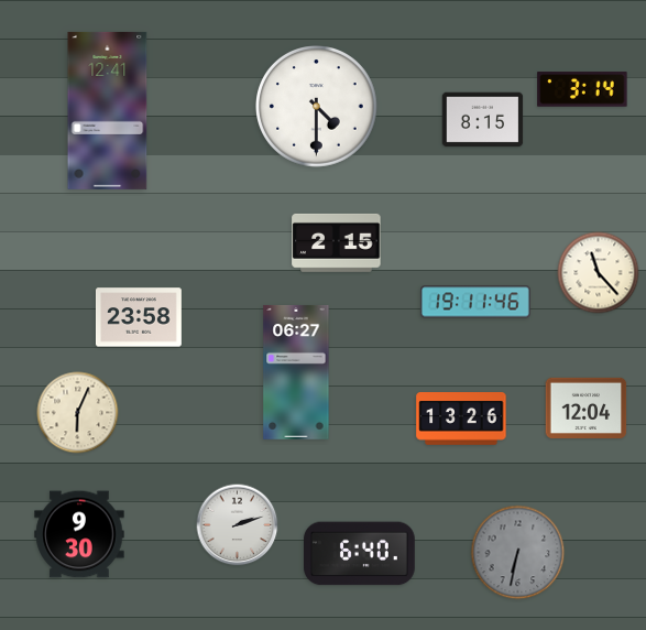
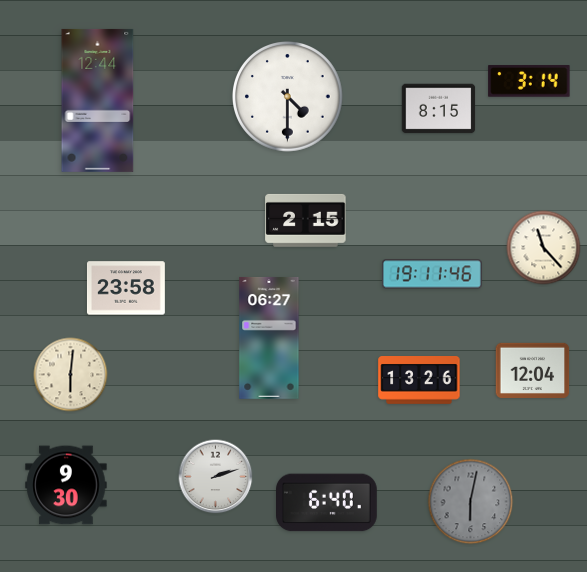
clock at (108, 110): 12:41 -> 12:44
clock at (78, 413): 6:04 -> 6:01
clock at (79, 534) position: (79, 534) -> (66, 485)
clock at (518, 553): 6:32 -> 6:02
